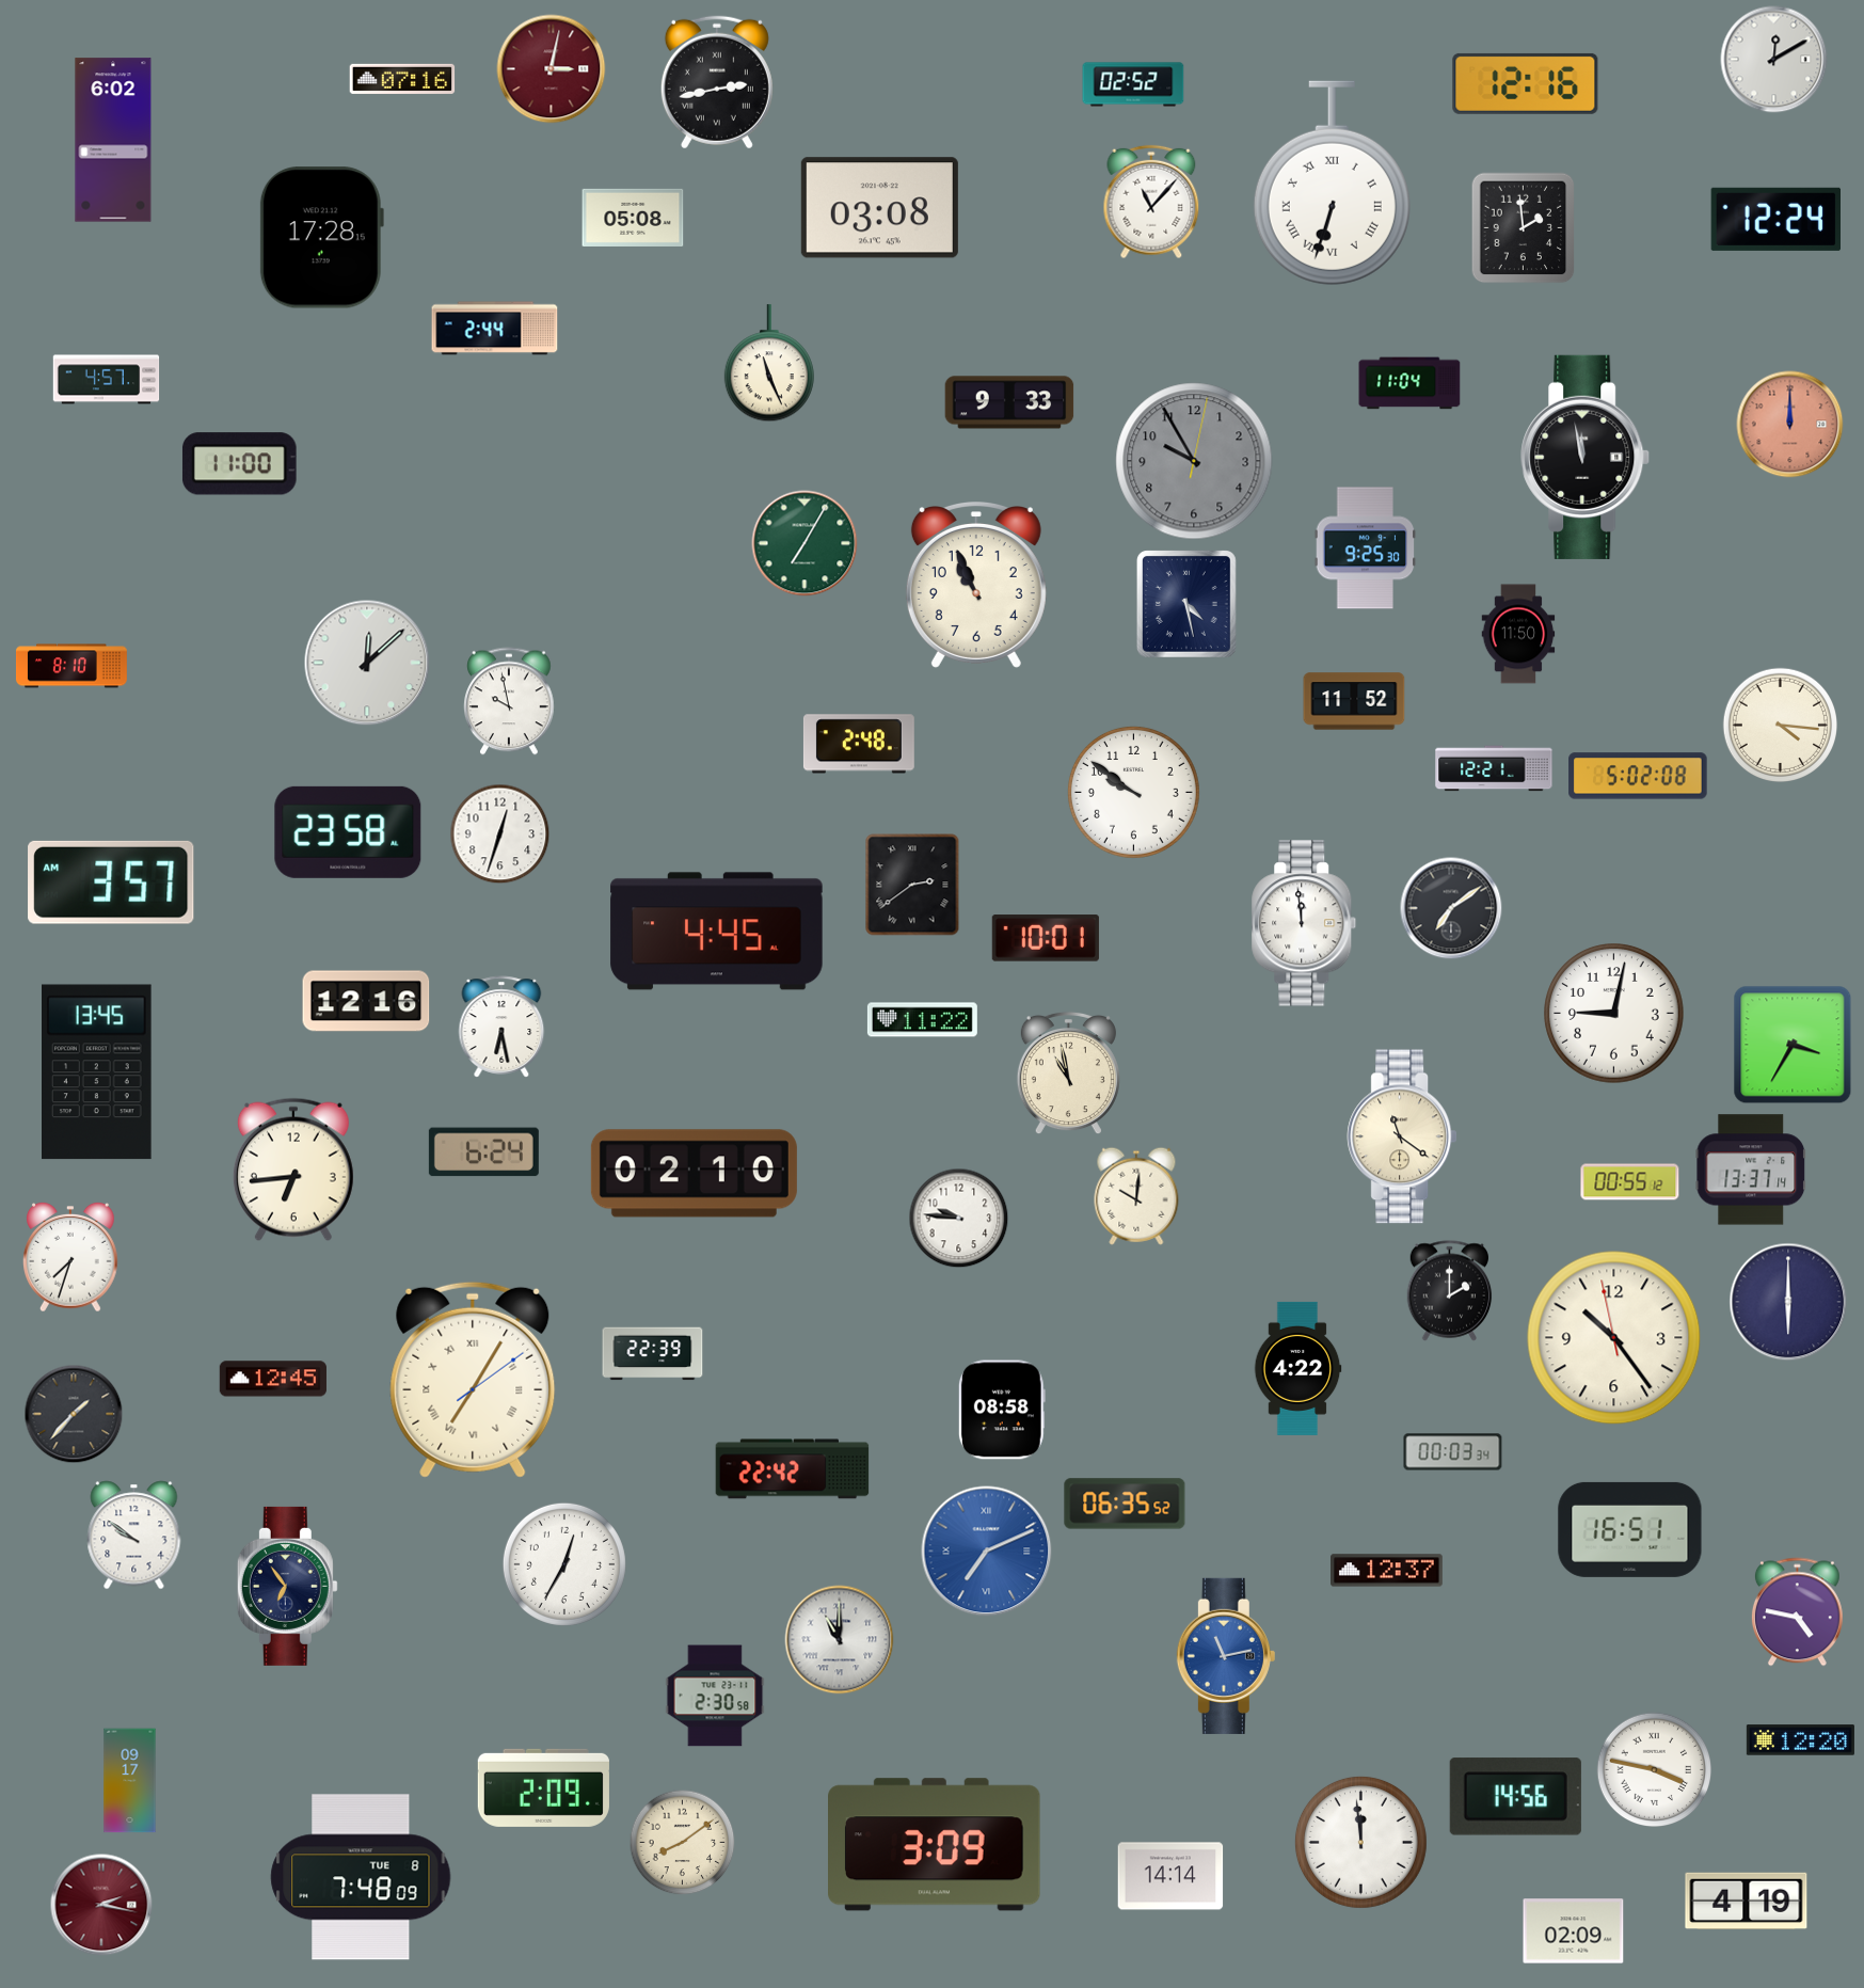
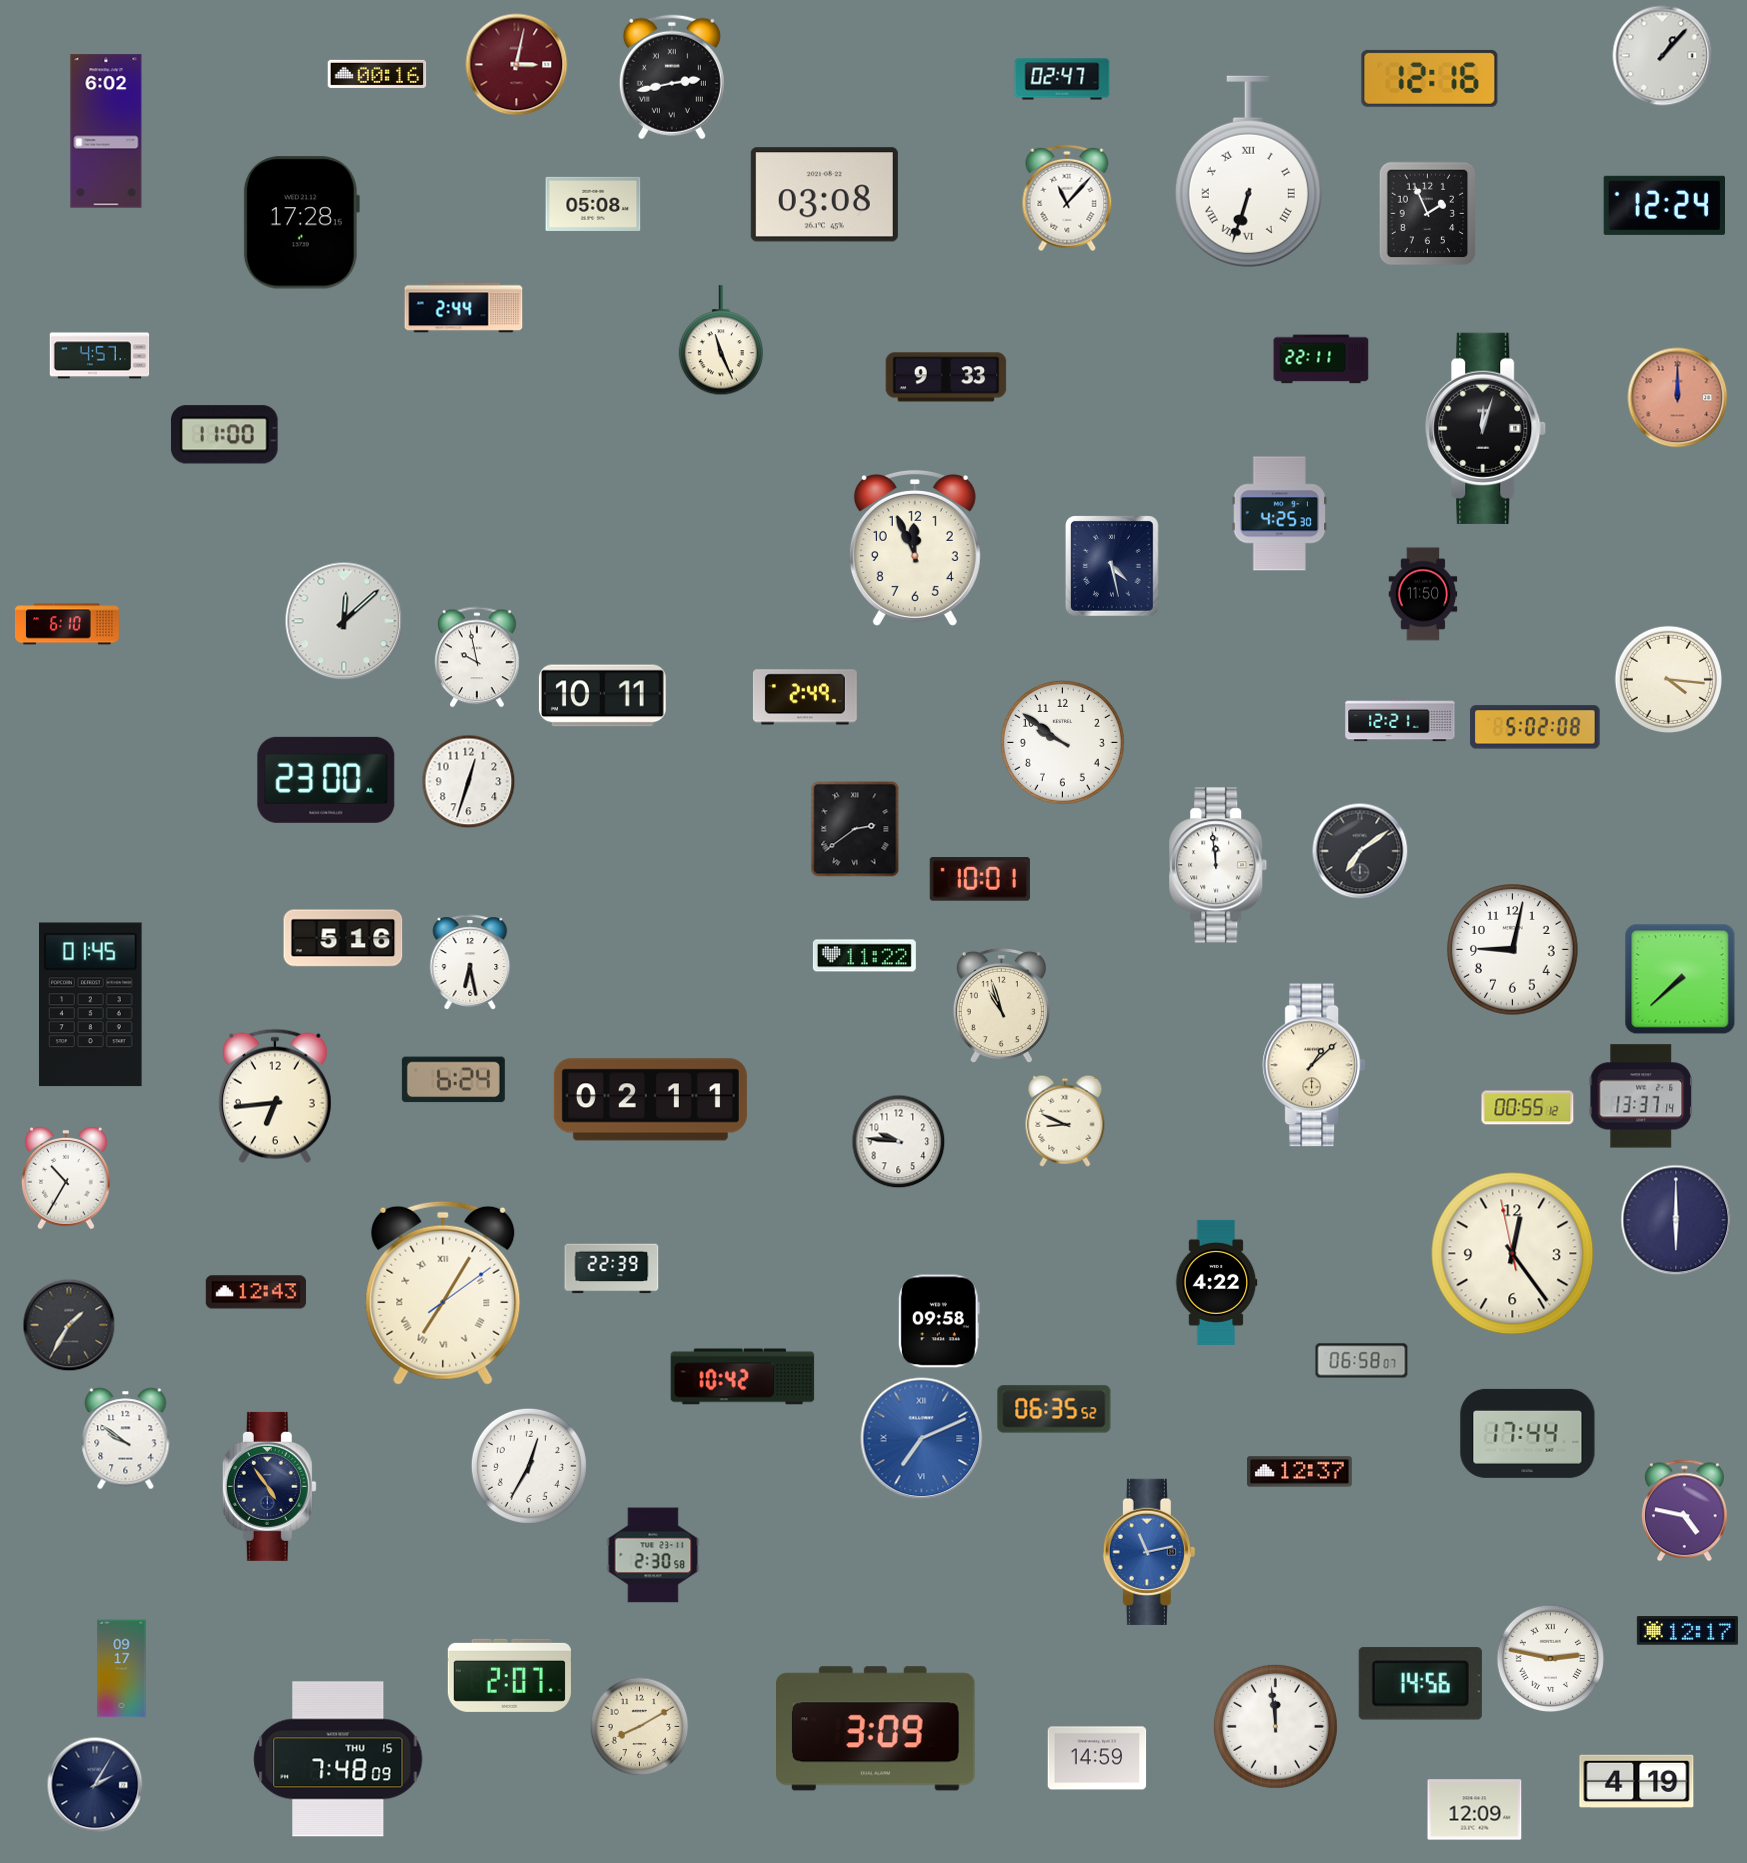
clock at (1774, 60): 12:10 -> 1:07
clock at (402, 79): 07:16 -> 00:16
clock at (1133, 84): 02:52 -> 02:47
clock at (1151, 202) position: (1151, 202) -> (1067, 198)
clock at (1524, 228): 1:59 -> 1:56
clock at (1409, 383): 11:04 -> 22:11
clock at (1586, 457): 11:58 -> 12:03
clock at (1194, 461): 9:55 -> none
clock at (804, 543): 7:05 -> none
clock at (1366, 548): 9:25 -> 4:25
clock at (976, 586): 10:56 -> 11:56
clock at (71, 666): 8:10 -> 6:10
clock at (1354, 701): 11:52 -> none
clock at (602, 696): none -> 10:11
clock at (859, 744): 2:48 -> 2:49
clock at (348, 832): 23:58 -> 23:00
clock at (111, 882): 3:57 -> none
clock at (1304, 923) position: (1304, 923) -> (1218, 865)
clock at (717, 932): 4:45 -> none
clock at (366, 1001): 12:16 -> 5:16
clock at (1793, 1045): 3:35 -> 7:38
clock at (97, 1072): 13:45 -> 01:45
clock at (1068, 1073): 10:58 -> 10:57
clock at (1401, 1136): 11:21 -> 1:08
clock at (694, 1174): 02:10 -> 02:11
clock at (1136, 1196): 10:01 -> 8:49
clock at (71, 1257): 7:33 -> 10:35
clock at (1450, 1291): 2:00 -> none
clock at (1614, 1338): 10:23 -> 12:23
clock at (273, 1379): 12:45 -> 12:43
clock at (1002, 1410): 08:58 -> 09:58
clock at (74, 1414): 1:37 -> 1:35
clock at (1453, 1452): 00:03 -> 06:58
clock at (793, 1469): 22:42 -> 10:42
clock at (1630, 1529): 16:51 -> 17:44
clock at (987, 1552) position: (987, 1552) -> (922, 1439)
clock at (287, 1586): 6:54 -> 4:54
clock at (840, 1640): 11:00 -> none
clock at (715, 1696) position: (715, 1696) -> (653, 1555)
clock at (1800, 1740): 12:20 -> 12:17
clock at (1654, 1769): 3:47 -> 2:47
clock at (543, 1787): 2:09 -> 2:07
clock at (683, 1843): 8:09 -> 8:10
clock at (1170, 1876): 14:14 -> 14:59
clock at (361, 1877) date: TUE 8 -> THU 15
clock at (101, 1905): 2:17 -> 2:05
clock at (101, 1905) dial: burgundy -> navy
clock at (1574, 1931): 02:09 -> 12:09
